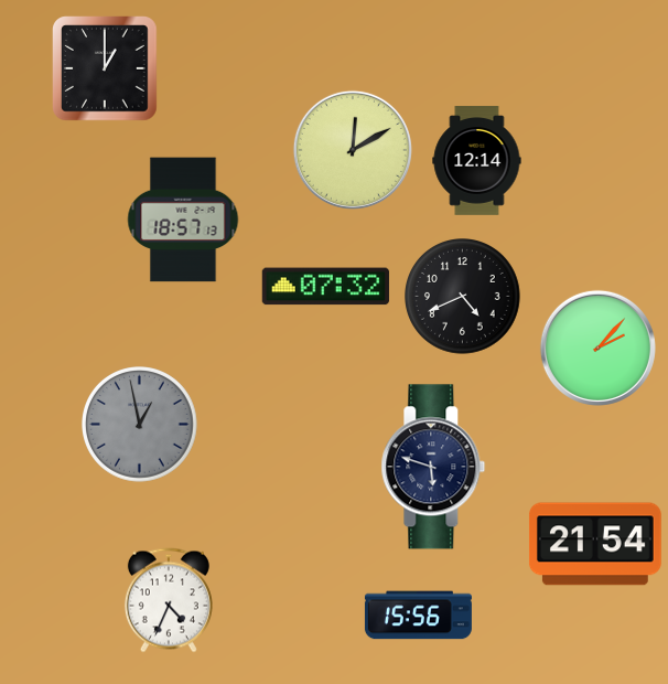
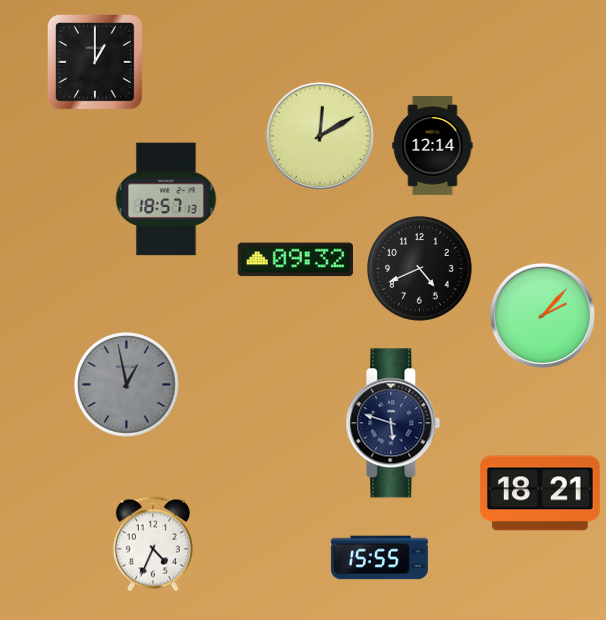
clock at (325, 287): 07:32 -> 09:32
clock at (595, 544): 21:54 -> 18:21
clock at (418, 616): 15:56 -> 15:55
